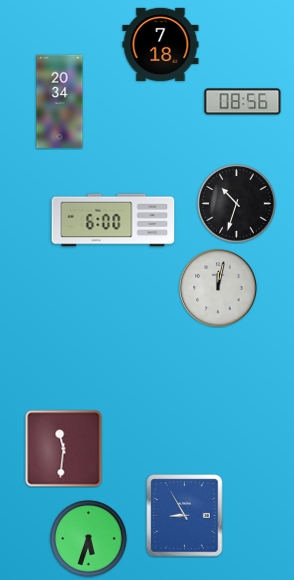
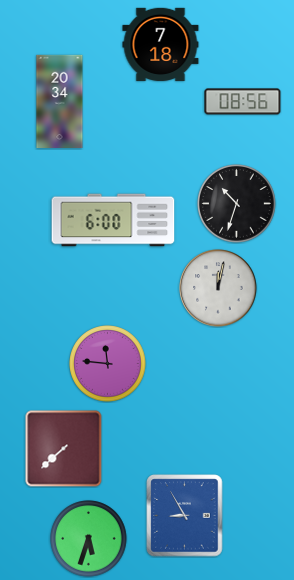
clock at (108, 364): none -> 11:46
clock at (64, 449): 11:31 -> 7:38
